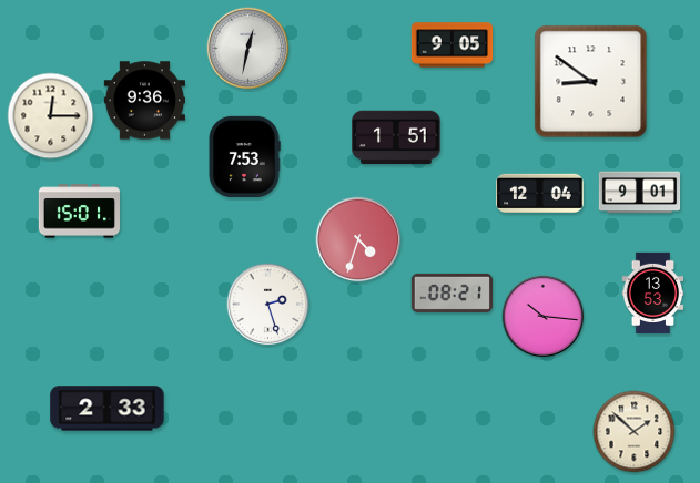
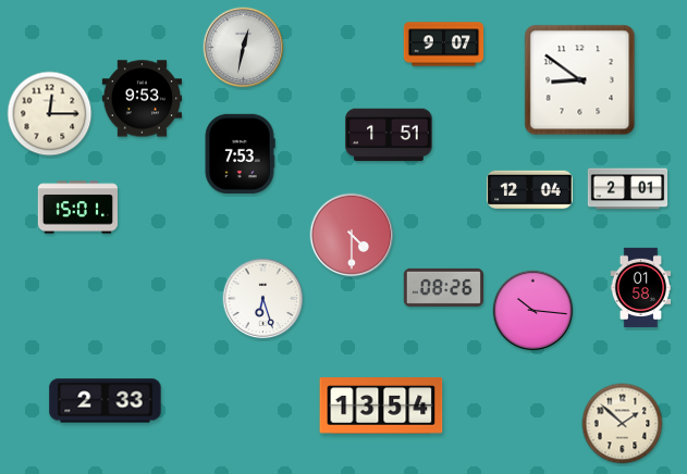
clock at (453, 45): 9:05 -> 9:07
clock at (144, 101): 9:36 -> 9:53
clock at (640, 193): 9:01 -> 2:01
clock at (358, 239): 4:33 -> 4:30
clock at (452, 292): 08:21 -> 08:26
clock at (653, 294): 13:53 -> 01:58
clock at (268, 305): 2:27 -> 6:27
clock at (381, 406): none -> 13:54
